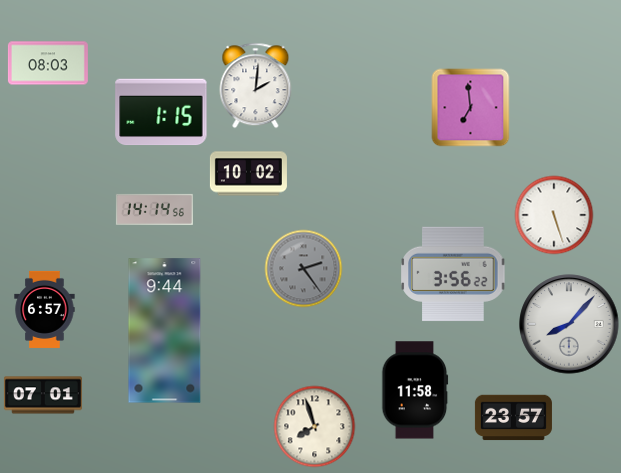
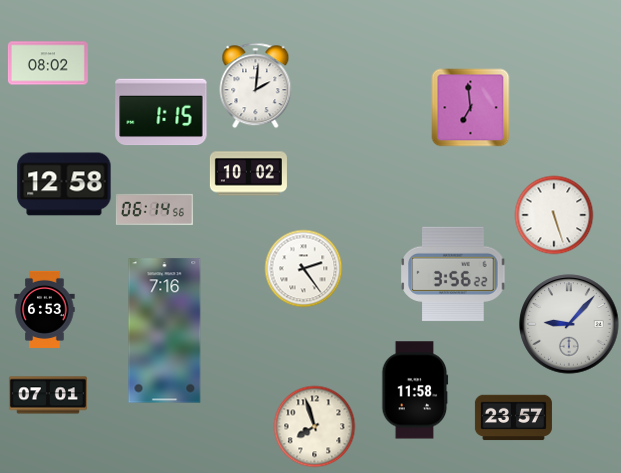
clock at (48, 63): 08:03 -> 08:02
clock at (64, 184): none -> 12:58
clock at (154, 209): 14:14 -> 06:14
clock at (303, 268) dial: grey -> white
clock at (45, 309): 6:57 -> 6:53
clock at (569, 324): 8:07 -> 9:07
clock at (165, 331): 9:44 -> 7:16
clock at (43, 395) position: (43, 395) -> (48, 395)
